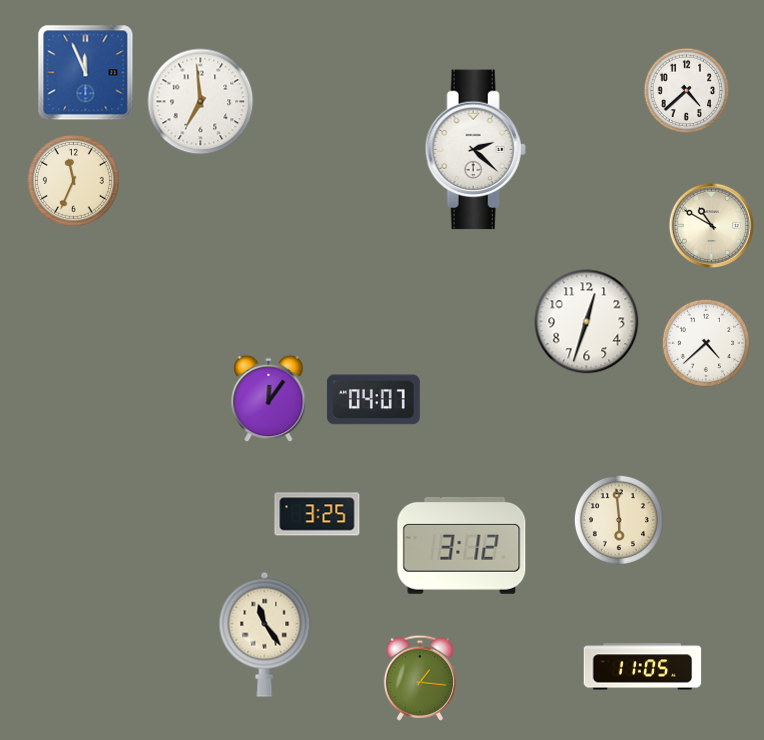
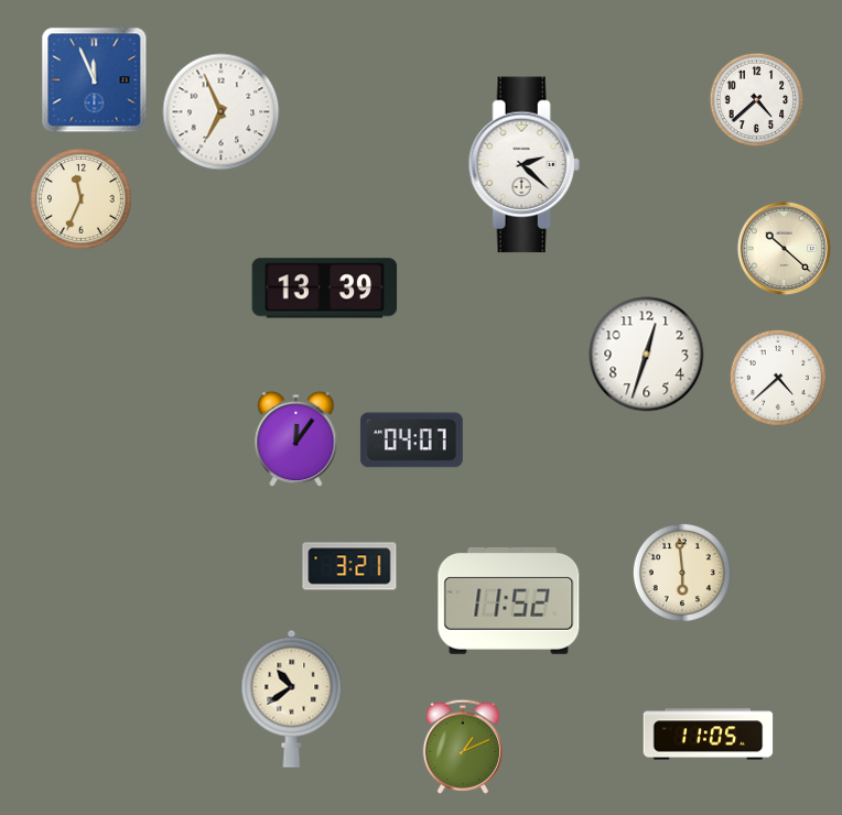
clock at (201, 102): 6:59 -> 6:56
clock at (712, 226): 10:50 -> 10:22
clock at (325, 289): none -> 13:39
clock at (317, 514): 3:25 -> 3:21
clock at (462, 545): 3:12 -> 11:52
clock at (265, 634): 11:24 -> 10:39
clock at (420, 678): 1:16 -> 1:11
